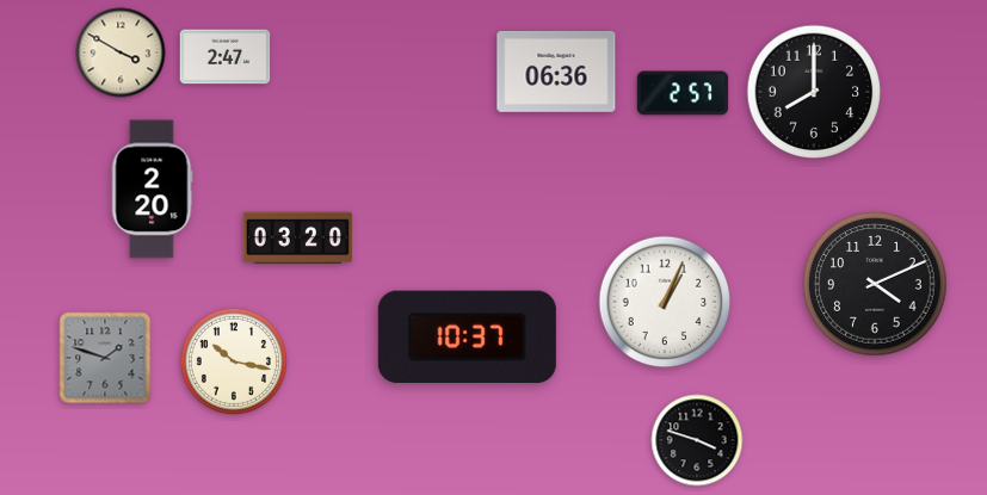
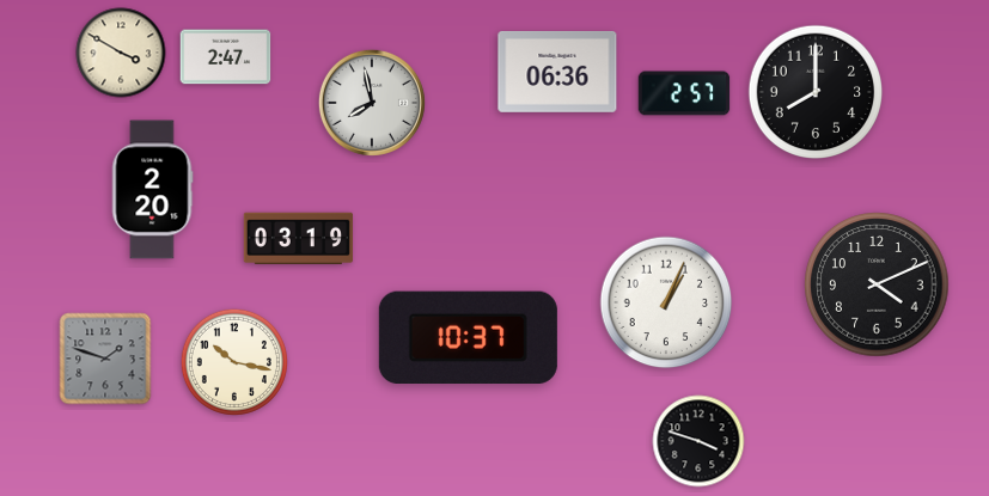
clock at (372, 103): none -> 7:58
clock at (297, 239): 03:20 -> 03:19
